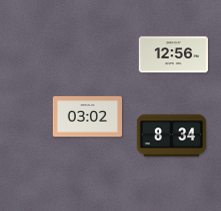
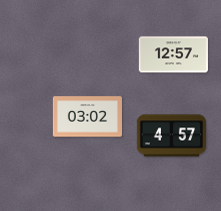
clock at (173, 55): 12:56 -> 12:57
clock at (171, 136): 8:34 -> 4:57
